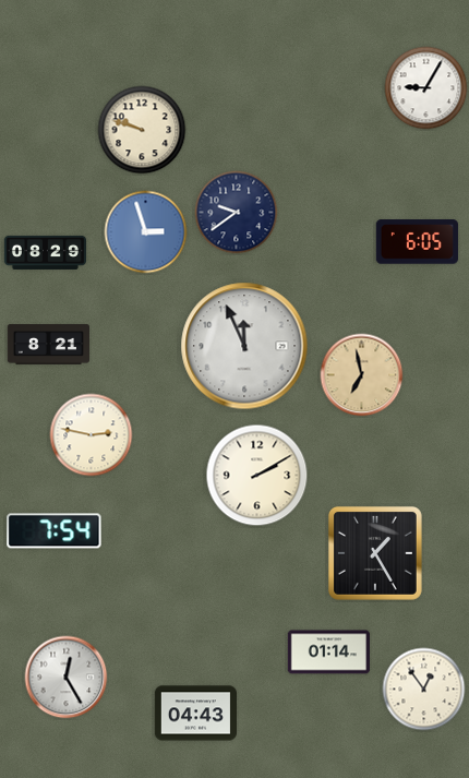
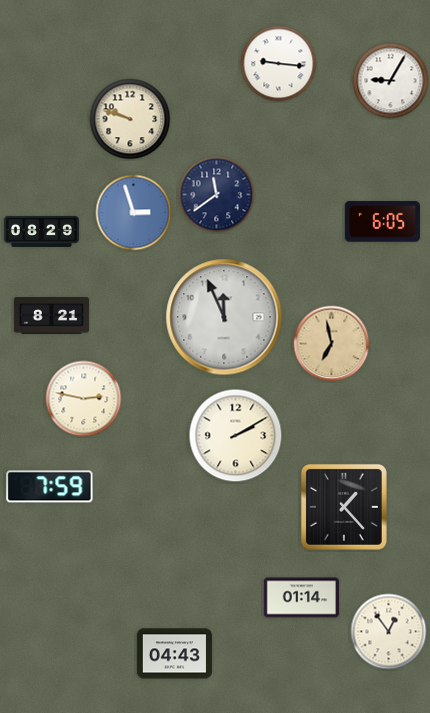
clock at (279, 64): none -> 9:16
clock at (237, 213): 9:39 -> 11:39
clock at (48, 345) position: (48, 345) -> (51, 316)
clock at (55, 531): 7:54 -> 7:59
clock at (375, 553): 1:25 -> 1:23
clock at (67, 678): 12:25 -> none
clock at (195, 714) position: (195, 714) -> (174, 654)
